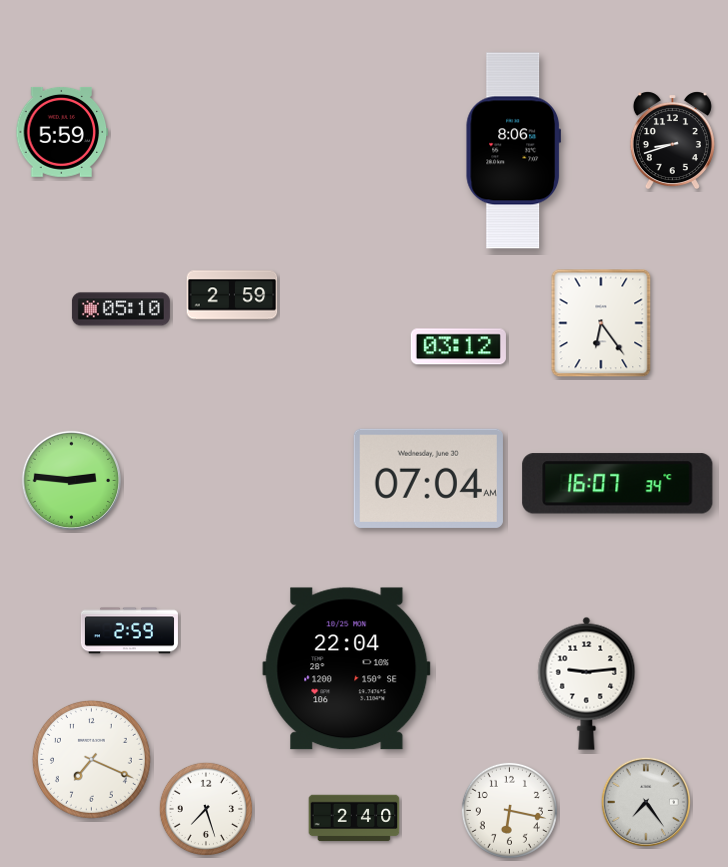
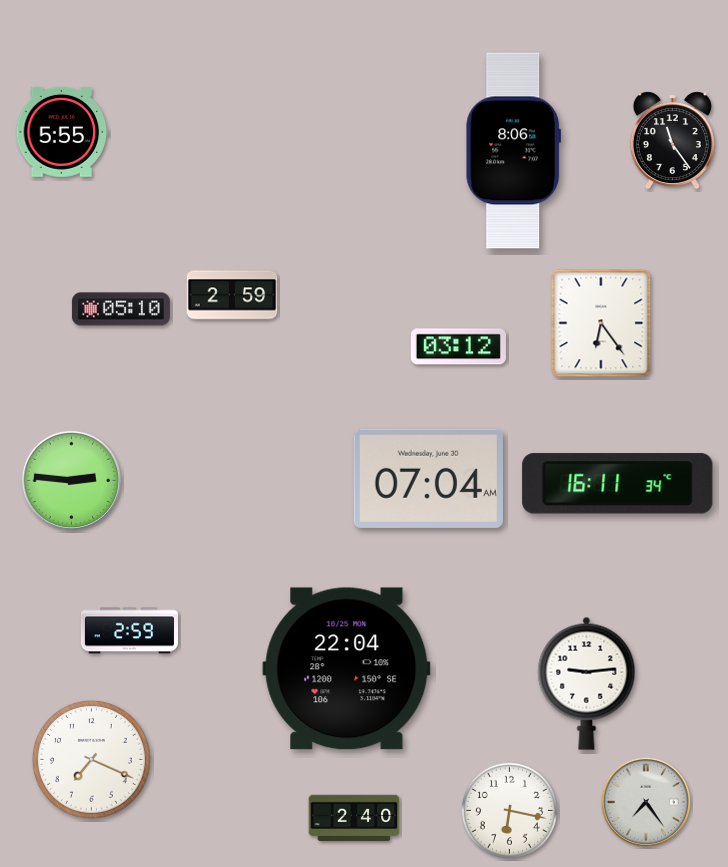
clock at (62, 132): 5:59 -> 5:55
clock at (672, 141): 8:42 -> 11:24
clock at (618, 484): 16:07 -> 16:11
clock at (206, 809): 7:27 -> none
